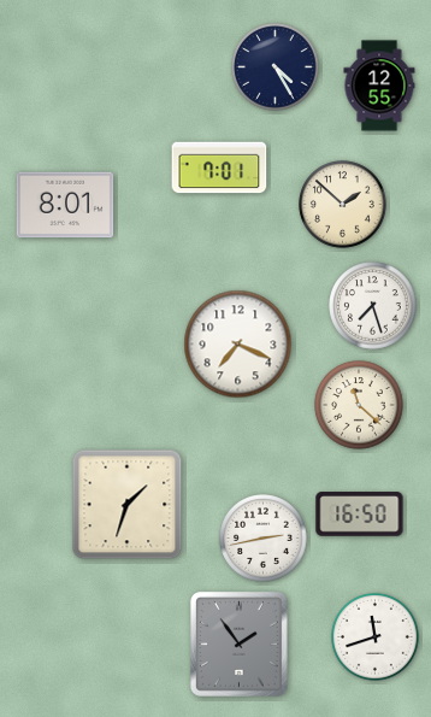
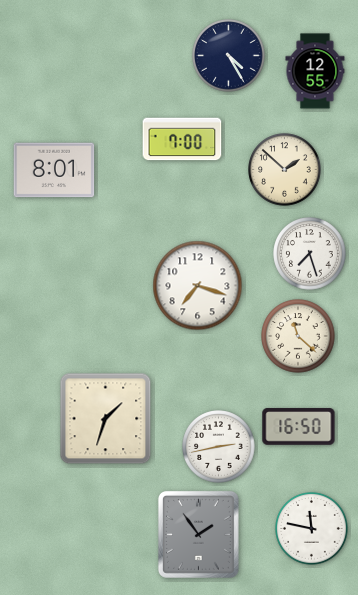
clock at (219, 168): 7:01 -> 7:00
clock at (238, 345): 7:19 -> 7:18
clock at (376, 637): 11:42 -> 11:47
